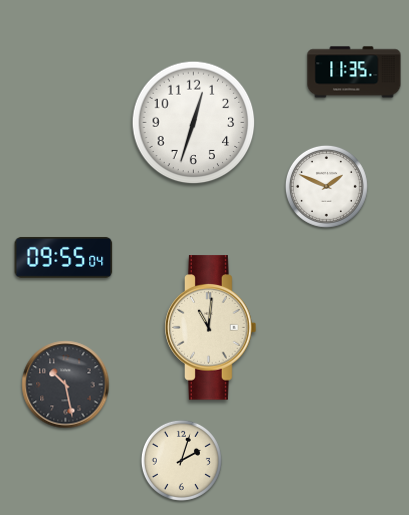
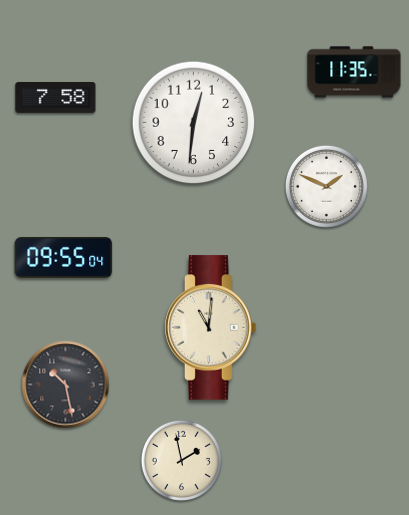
clock at (56, 97): none -> 7:58
clock at (194, 123): 12:33 -> 12:31
clock at (181, 460): 2:03 -> 1:58
